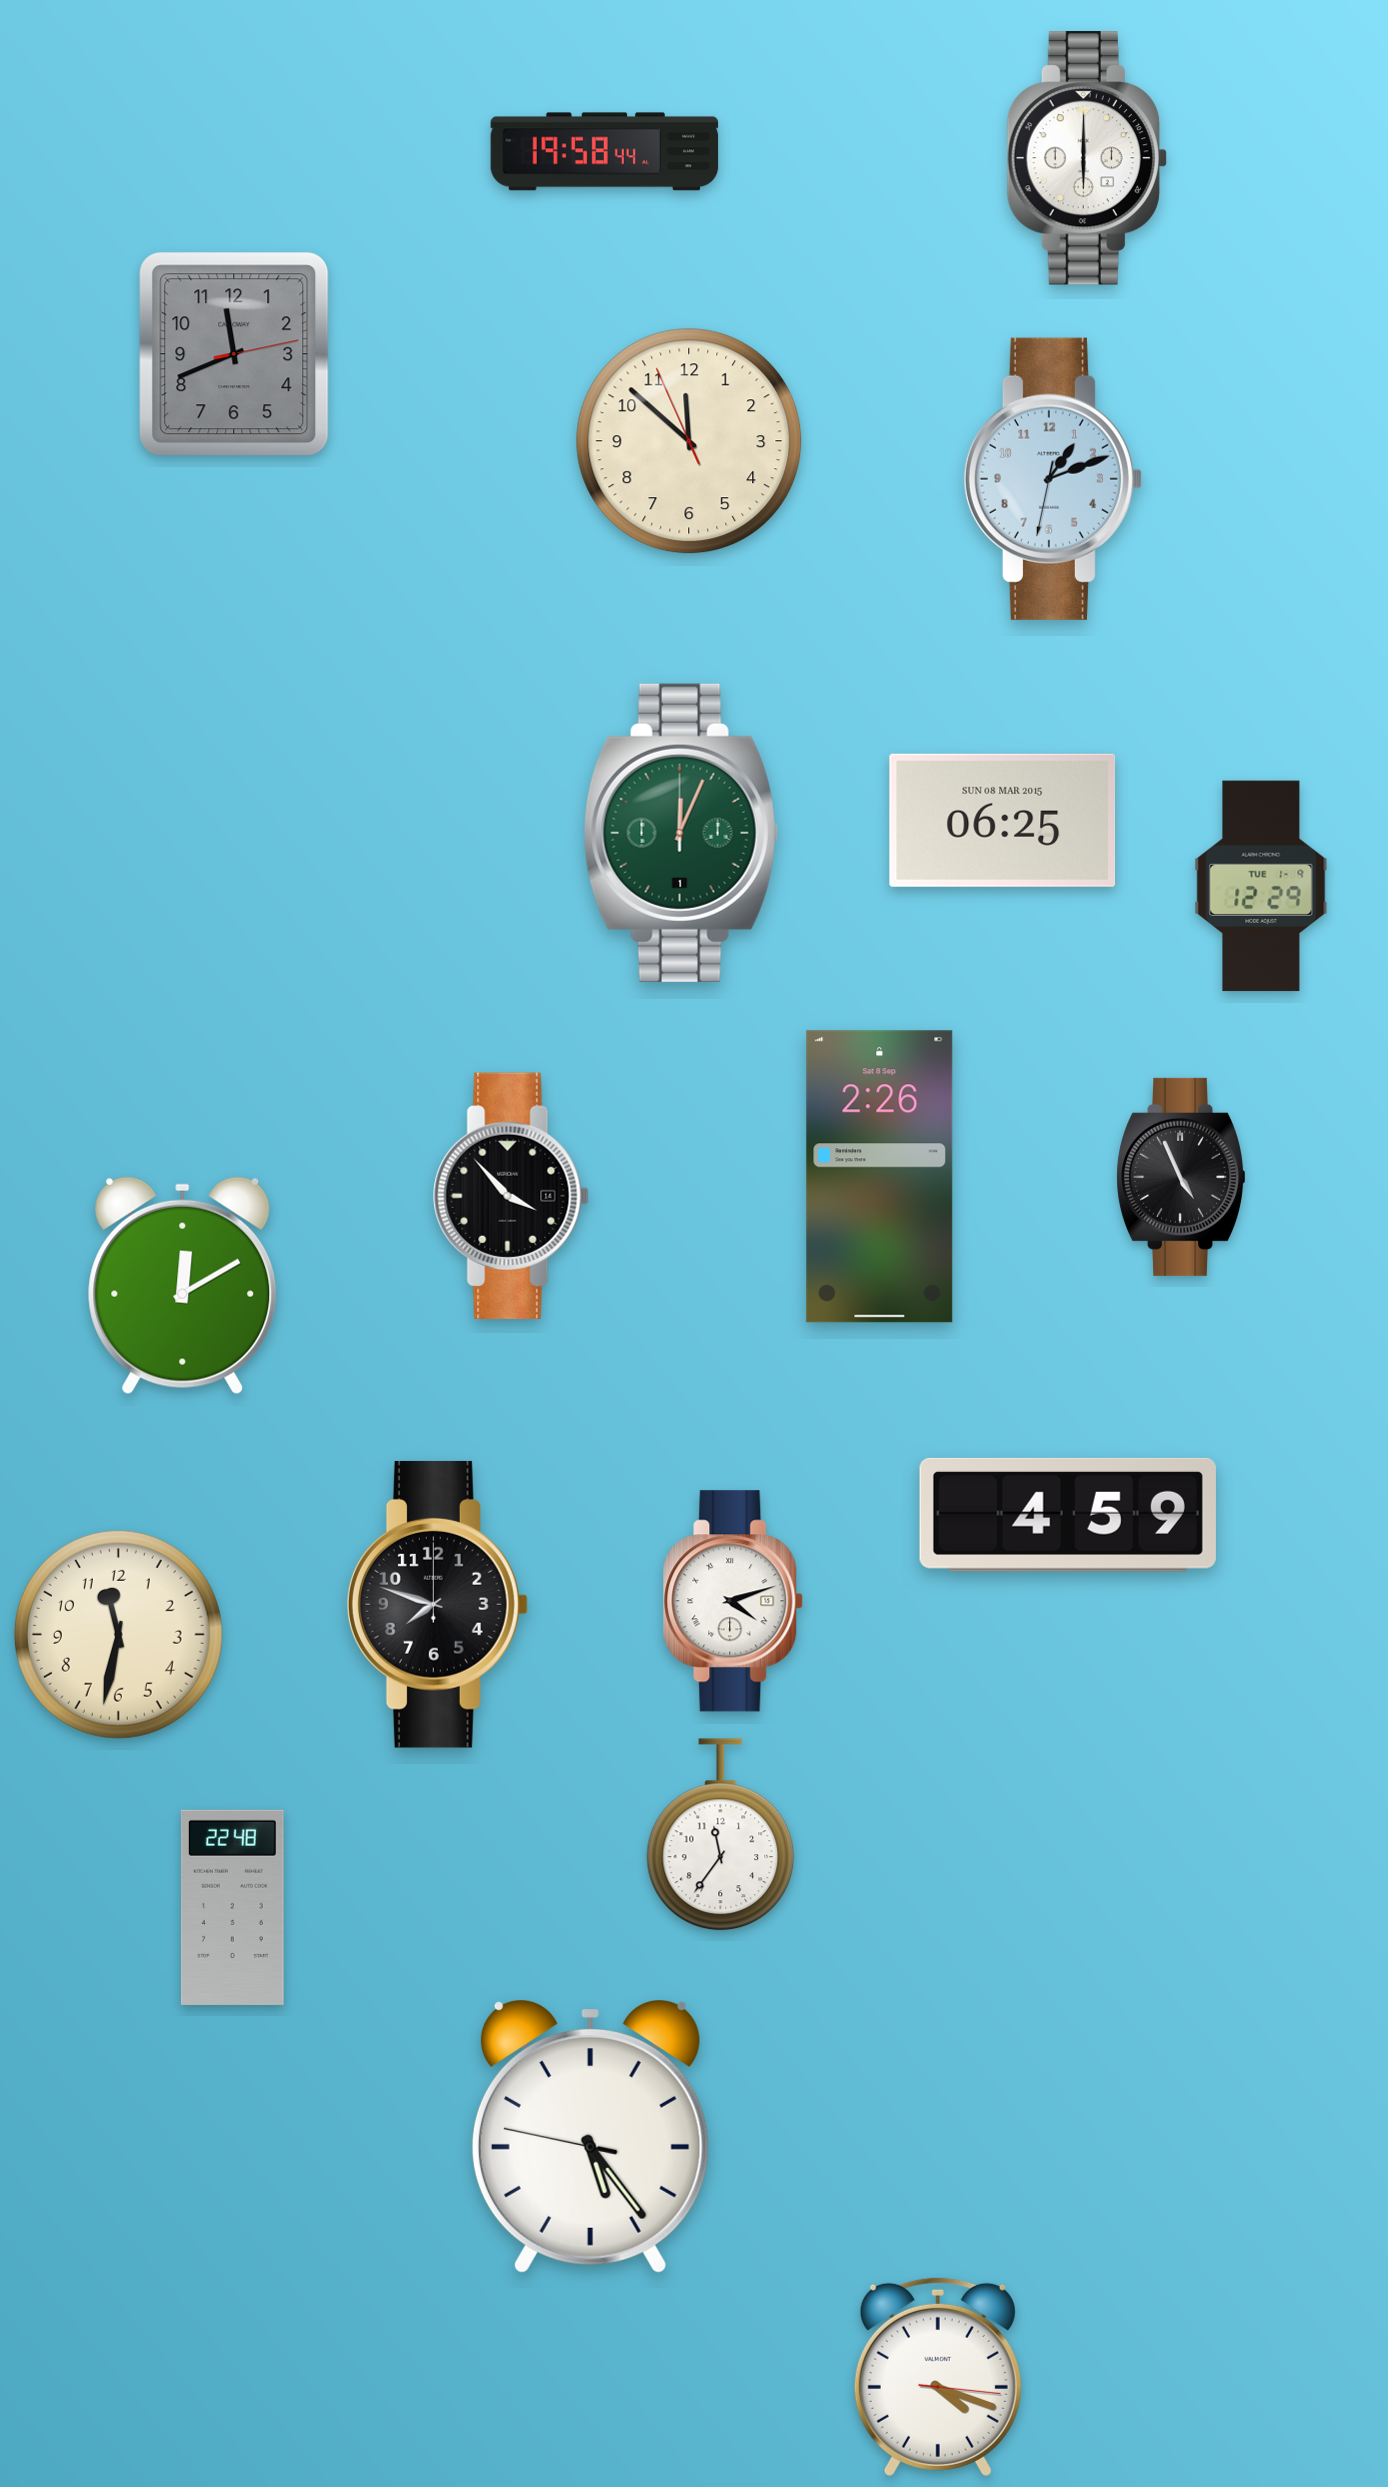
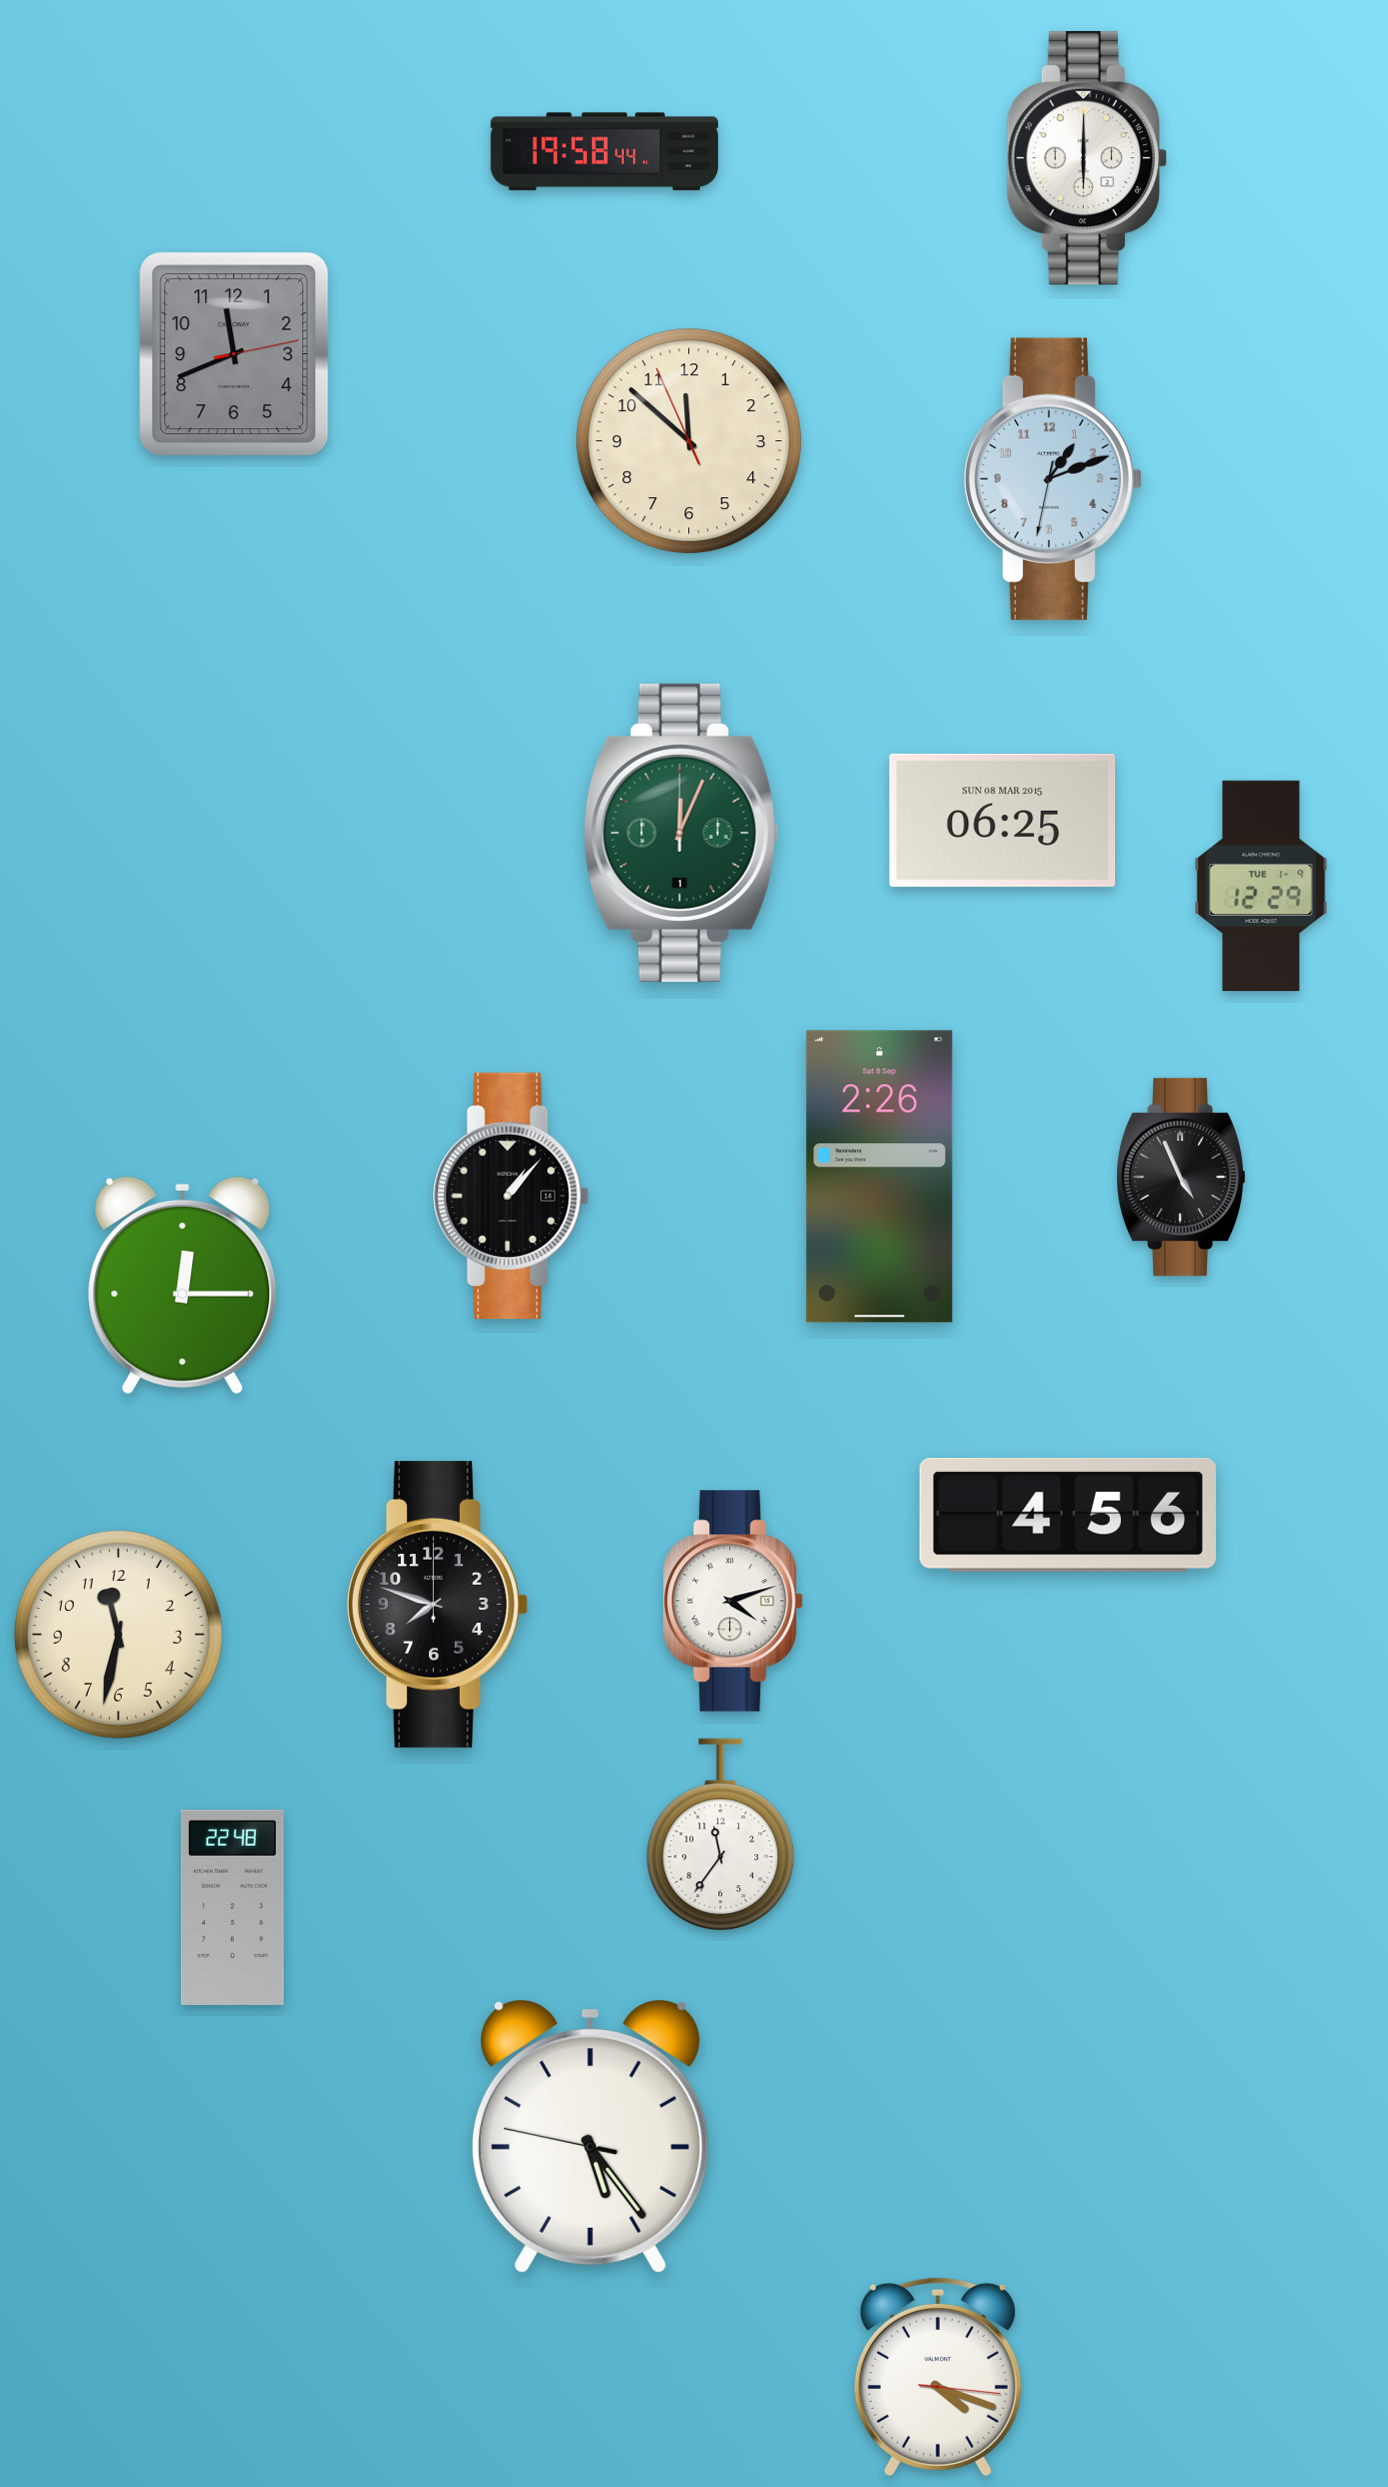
clock at (511, 1196): 3:53 -> 1:07
clock at (183, 1286): 12:10 -> 12:15
clock at (1068, 1515): 4:59 -> 4:56
